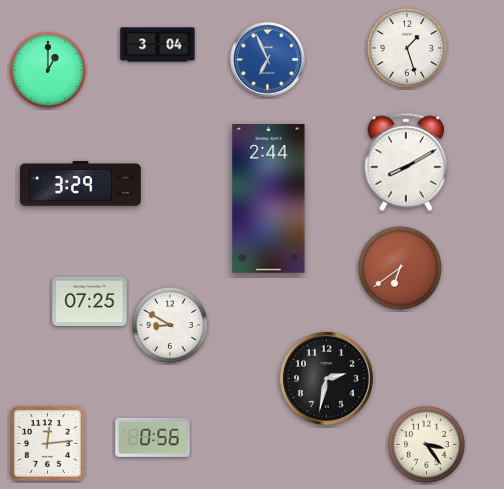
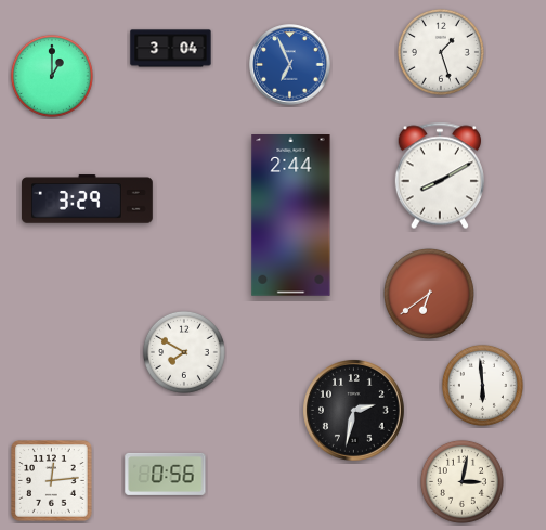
clock at (400, 268) position: (400, 268) -> (429, 294)
clock at (90, 301): 07:25 -> none
clock at (170, 325): 8:50 -> 7:50
clock at (482, 385): none -> 5:59
clock at (426, 444): 3:24 -> 3:02
